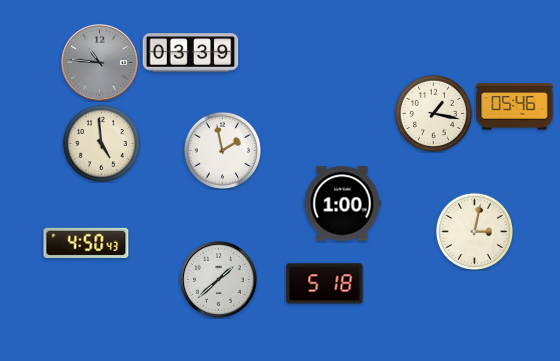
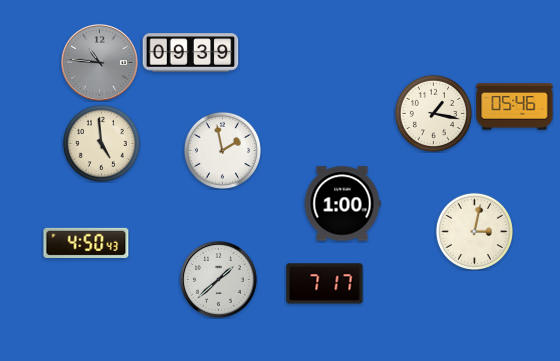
clock at (191, 53): 03:39 -> 09:39
clock at (325, 284): 5:18 -> 7:17
